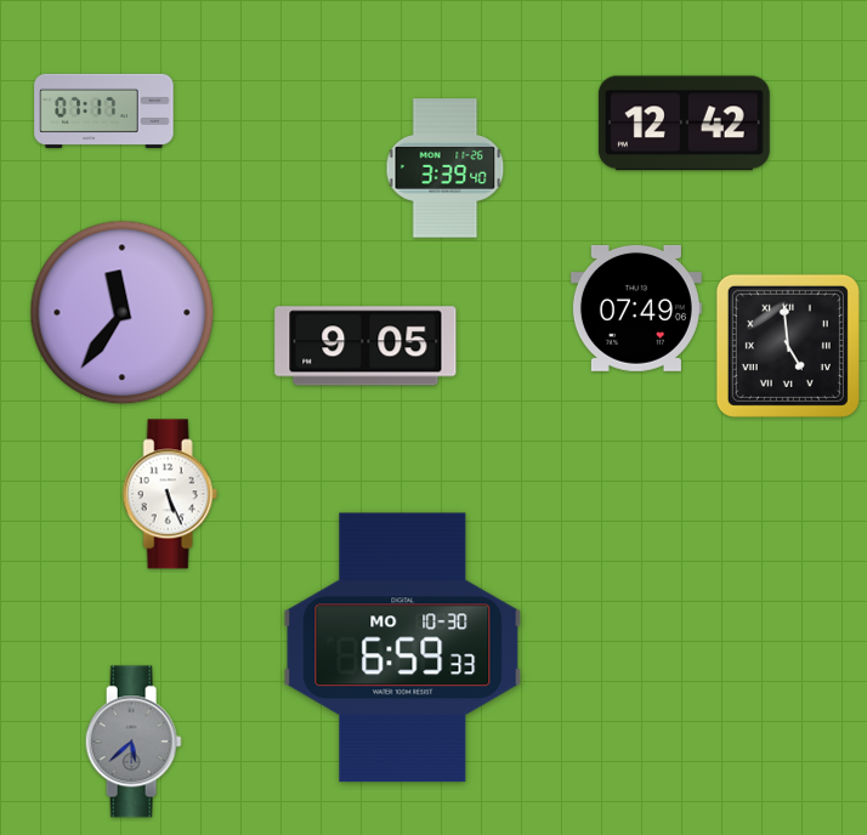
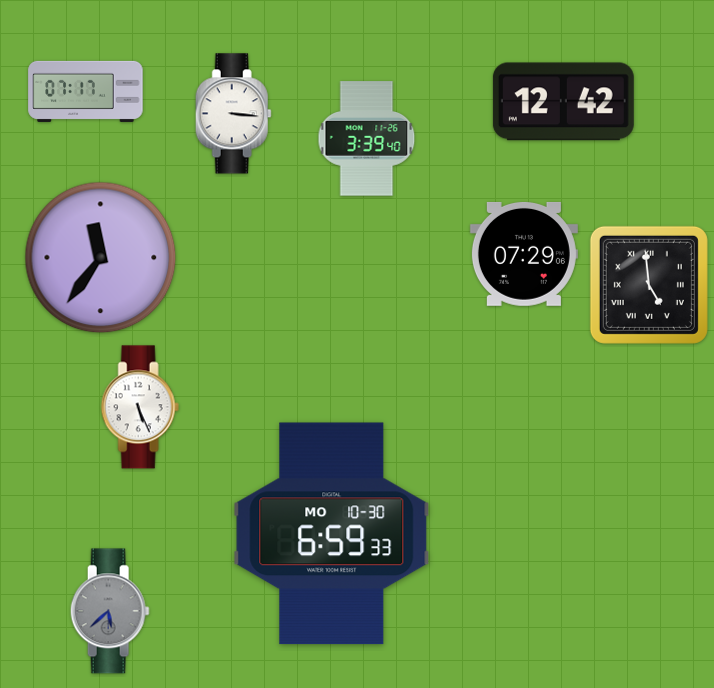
clock at (233, 114): none -> 3:16
clock at (636, 308): 07:49 -> 07:29
clock at (365, 346): 9:05 -> none
